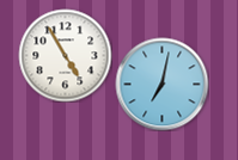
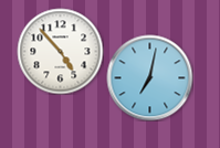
clock at (65, 55): 4:55 -> 4:53
